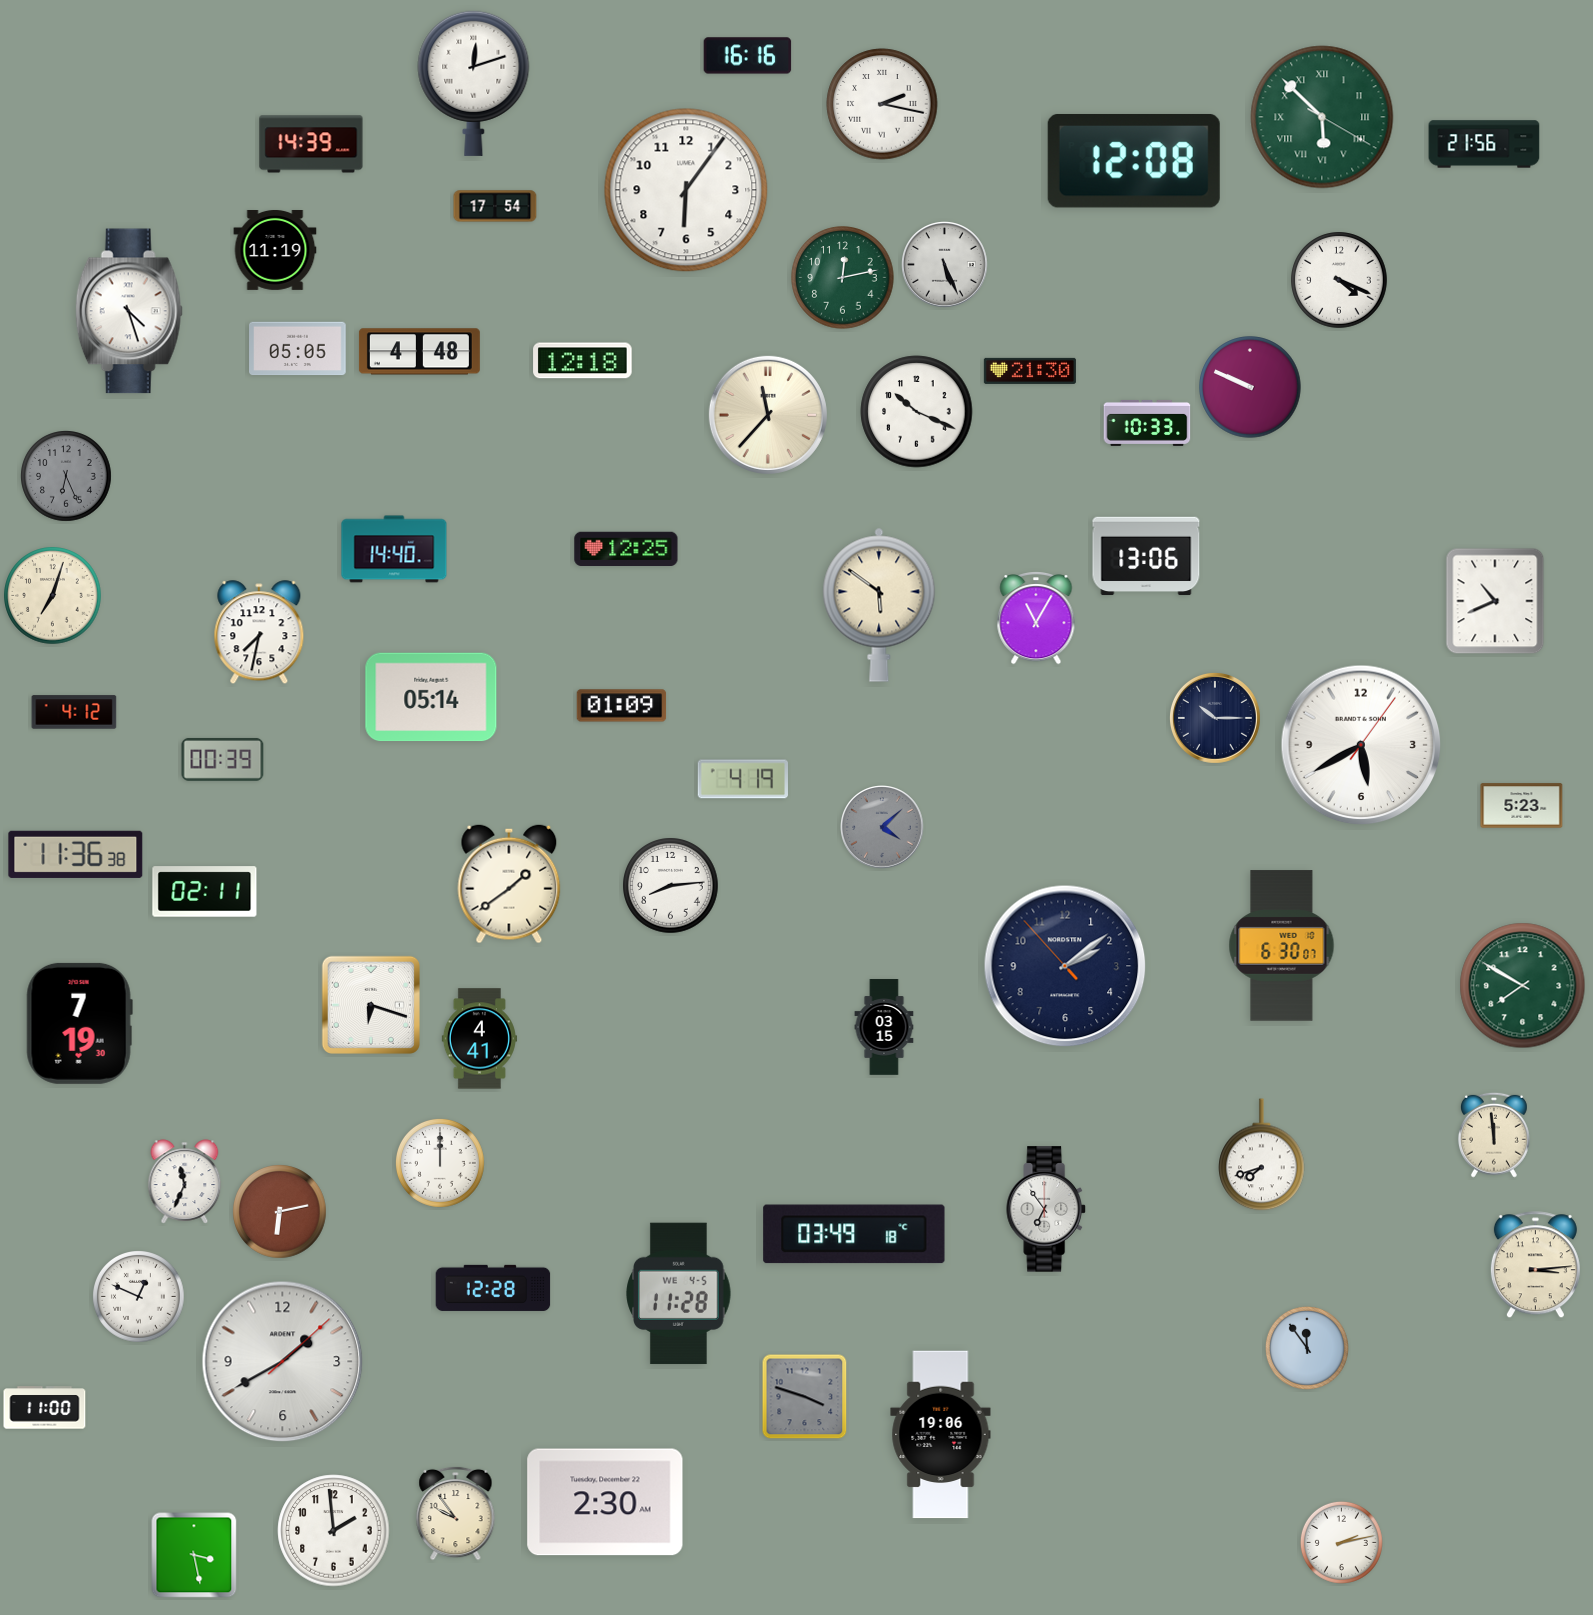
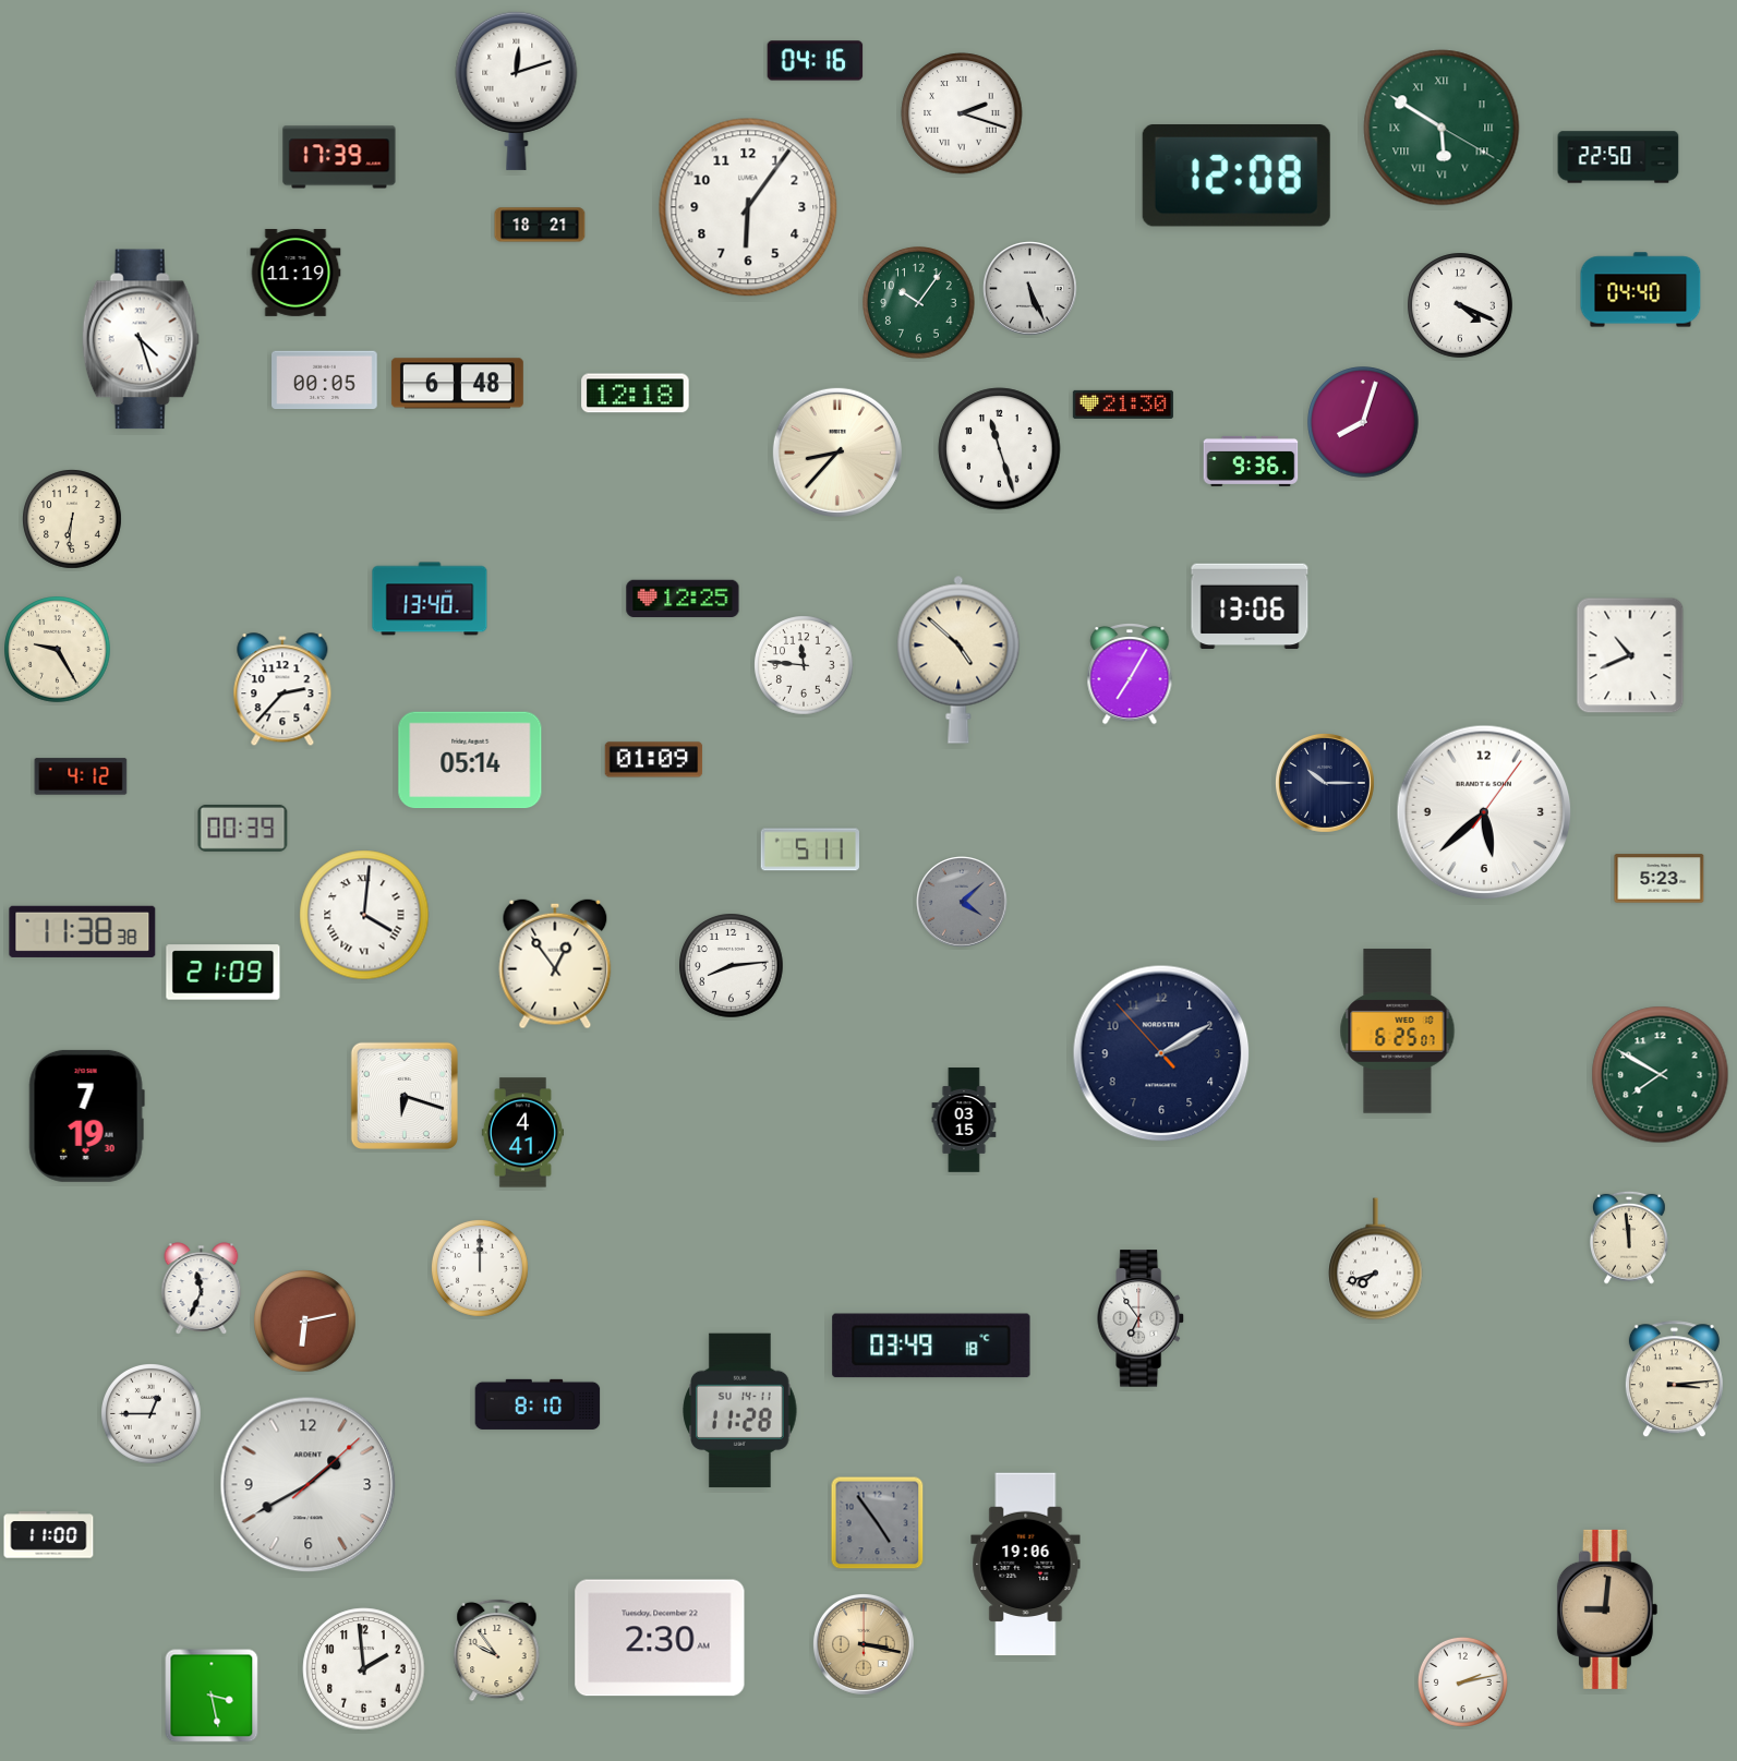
clock at (748, 56): 16:16 -> 04:16
clock at (882, 104): 2:17 -> 2:18
clock at (1322, 117): 5:52 -> 5:50
clock at (311, 144): 14:39 -> 17:39
clock at (1484, 144): 21:56 -> 22:50
clock at (495, 206): 17:54 -> 18:21
clock at (275, 251) position: (275, 251) -> (295, 274)
clock at (1641, 290): none -> 04:40
clock at (843, 278): 12:13 -> 10:06
clock at (298, 349): 05:05 -> 00:05
clock at (419, 352): 4:48 -> 6:48
clock at (1250, 387): 9:49 -> 8:03
clock at (917, 412): 10:19 -> 11:27
clock at (768, 415): 11:37 -> 8:37
clock at (1147, 423): 10:33 -> 9:36
clock at (67, 477): 6:26 -> 6:31
clock at (67, 477) dial: grey -> cream
clock at (394, 549): 14:40 -> 13:40
clock at (53, 596): 7:03 -> 9:25
clock at (879, 605): 5:51 -> 4:52
clock at (805, 666): none -> 11:46
clock at (1036, 619): 11:05 -> 7:05
clock at (259, 633): 7:32 -> 2:37
clock at (622, 706) position: (622, 706) -> (654, 760)
clock at (1361, 745): 5:40 -> 5:38
clock at (743, 779): 4:19 -> 5:11
clock at (364, 915): none -> 4:01
clock at (76, 854): 11:36 -> 11:38
clock at (509, 884): 1:39 -> 12:54
clock at (205, 892): 02:11 -> 21:09
clock at (1282, 946): 6:30 -> 6:25
clock at (1065, 966): 2:08 -> 2:09
clock at (493, 1288): 12:28 -> 8:10
clock at (679, 1294) date: WE 4-5 -> SU 14-11
clock at (139, 1297): 12:49 -> 12:45
clock at (1307, 1348): 11:54 -> none
clock at (805, 1397): 3:48 -> 4:54
clock at (1607, 1609): none -> 9:01
clock at (864, 1644): none -> 3:17
